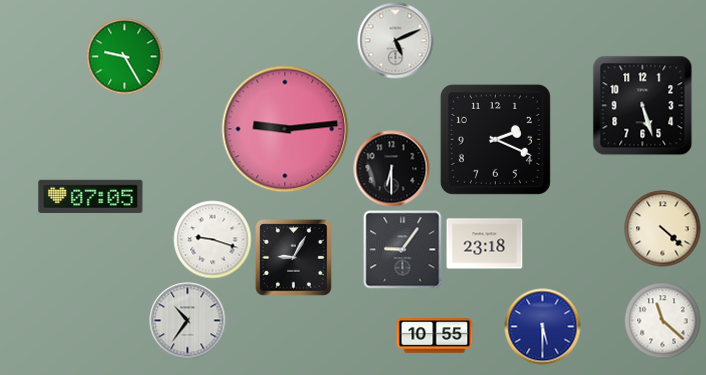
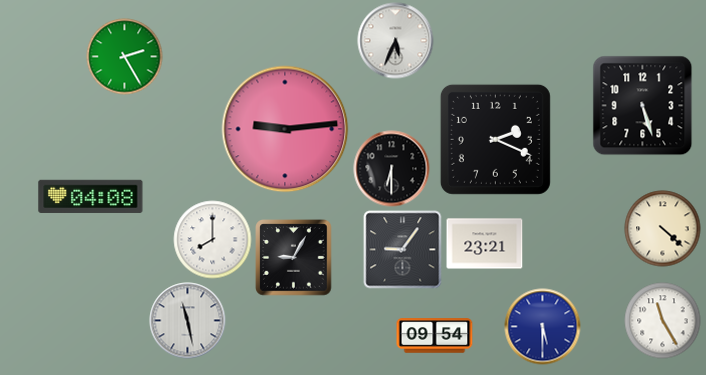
clock at (396, 41): 5:11 -> 5:34
clock at (125, 57): 9:25 -> 2:25
clock at (91, 196): 07:05 -> 04:08
clock at (213, 240): 9:18 -> 8:00
clock at (485, 244): 23:18 -> 23:21
clock at (188, 321): 10:36 -> 11:28
clock at (663, 321): 11:22 -> 11:25
clock at (435, 336): 10:55 -> 09:54
